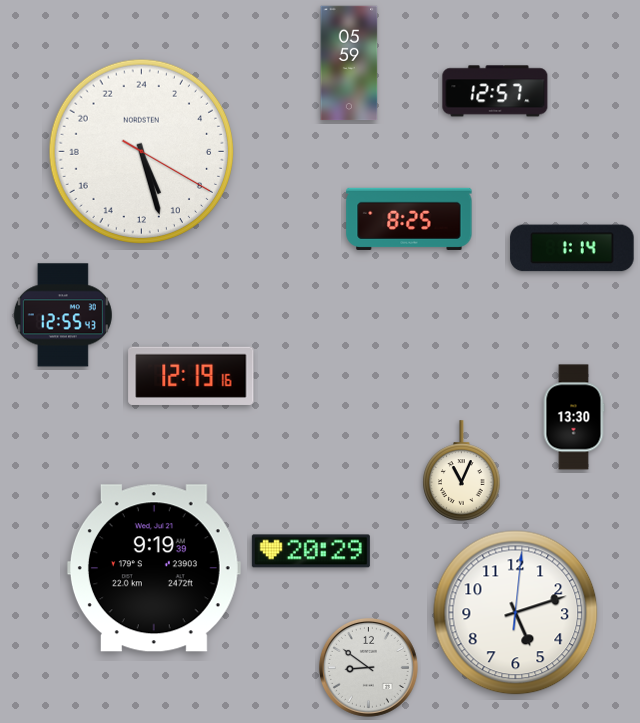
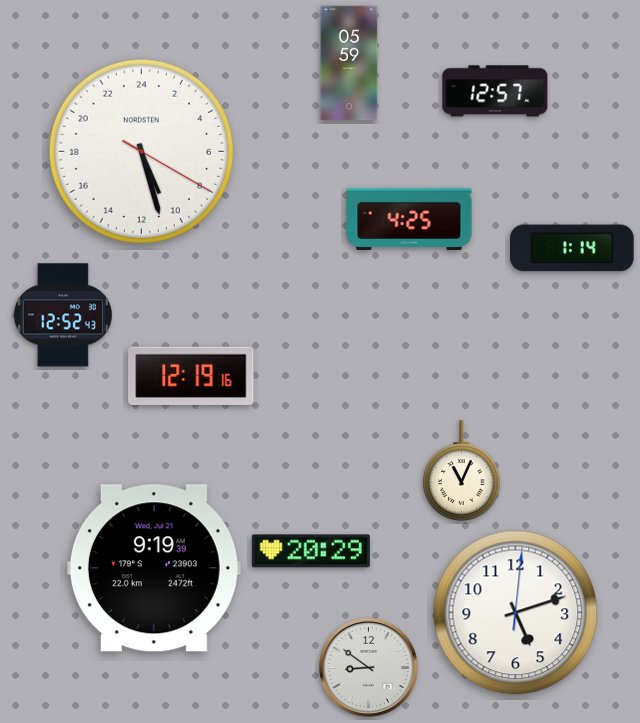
clock at (409, 219): 8:25 -> 4:25
clock at (63, 315): 12:55 -> 12:52
clock at (574, 417): 13:30 -> none
